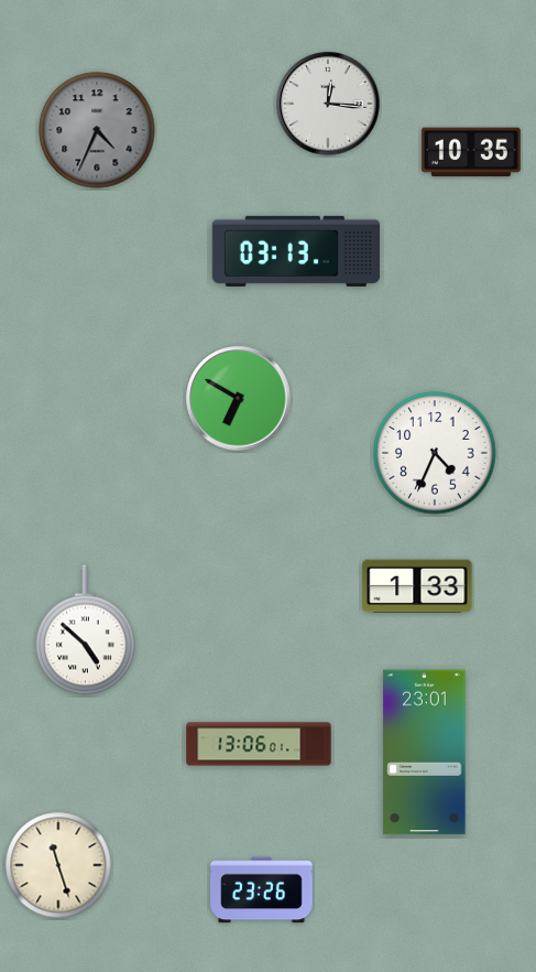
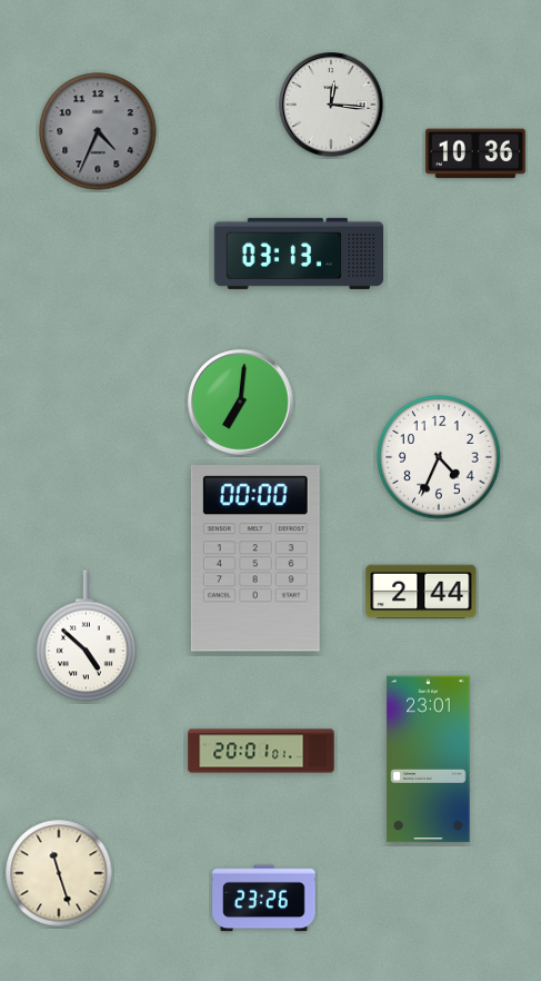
clock at (471, 152): 10:35 -> 10:36
clock at (239, 399): 6:50 -> 7:01
clock at (256, 558): none -> 00:00
clock at (417, 586): 1:33 -> 2:44
clock at (259, 744): 13:06 -> 20:01
